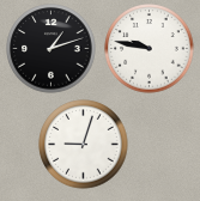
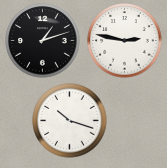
clock at (150, 49): 9:47 -> 2:47
clock at (84, 145): 9:03 -> 10:18
